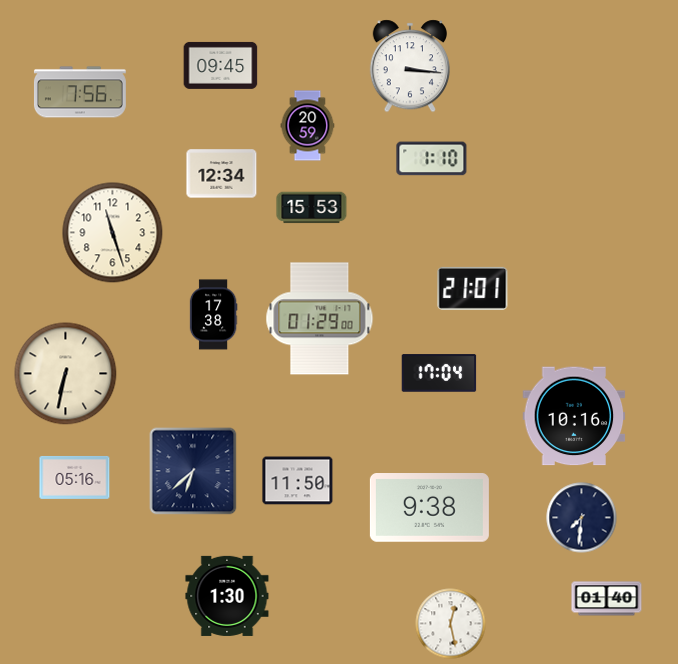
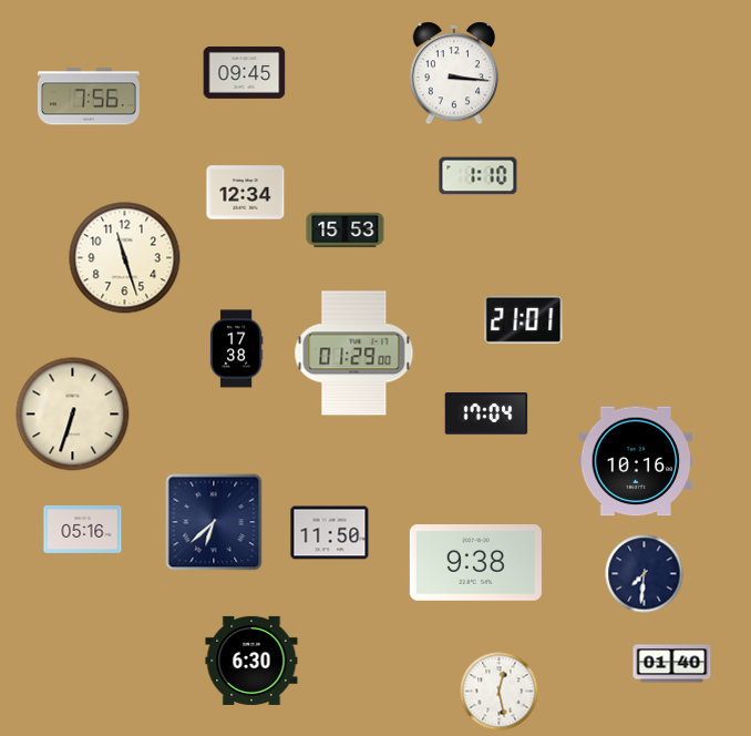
clock at (80, 92) position: (80, 92) -> (89, 96)
clock at (308, 126): 20:59 -> none
clock at (66, 374): 6:32 -> 6:33
clock at (227, 596): 1:30 -> 6:30
